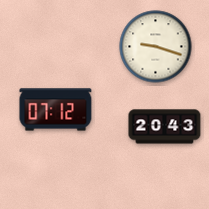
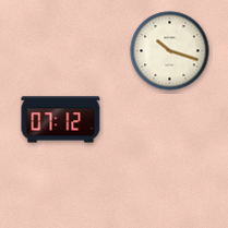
clock at (156, 47): 9:18 -> 10:18
clock at (165, 127): 20:43 -> none
